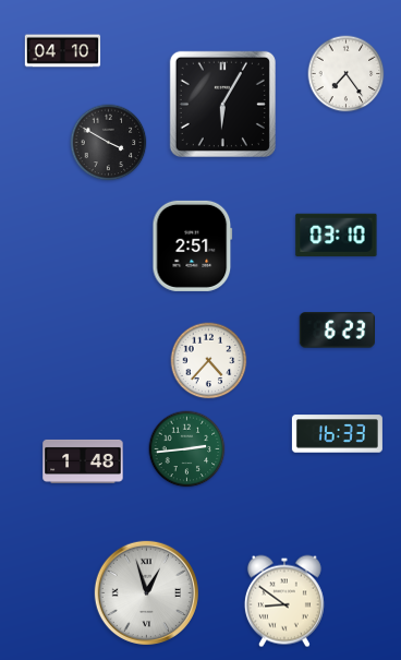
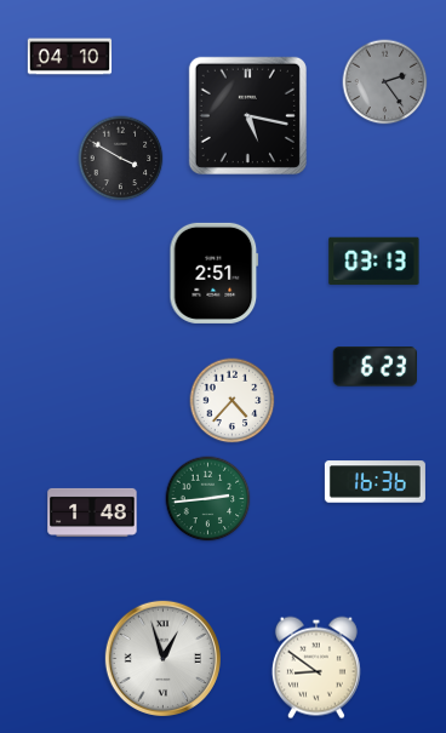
clock at (347, 74): 7:24 -> 2:24
clock at (347, 74) dial: white -> grey
clock at (222, 104): 6:05 -> 5:17
clock at (337, 235): 03:10 -> 03:13
clock at (337, 434): 16:33 -> 16:36
